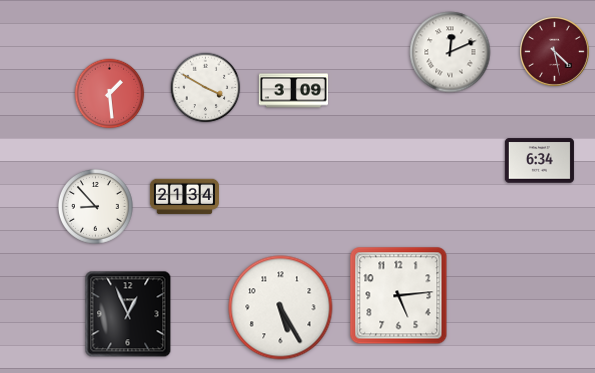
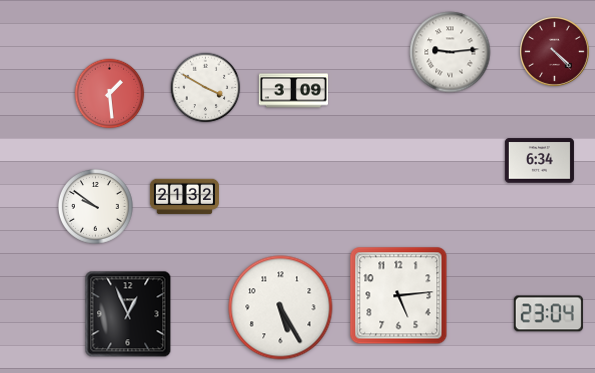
clock at (554, 51): 4:28 -> 4:23
clock at (450, 52): 12:11 -> 9:14
clock at (184, 197): 21:34 -> 21:32
clock at (96, 207): 8:53 -> 9:51
clock at (548, 314): none -> 23:04
